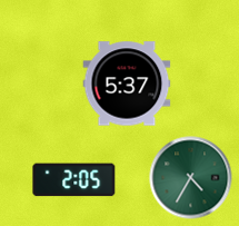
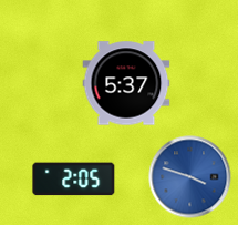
clock at (191, 178): 4:35 -> 3:48
clock at (191, 178) dial: green -> blue
